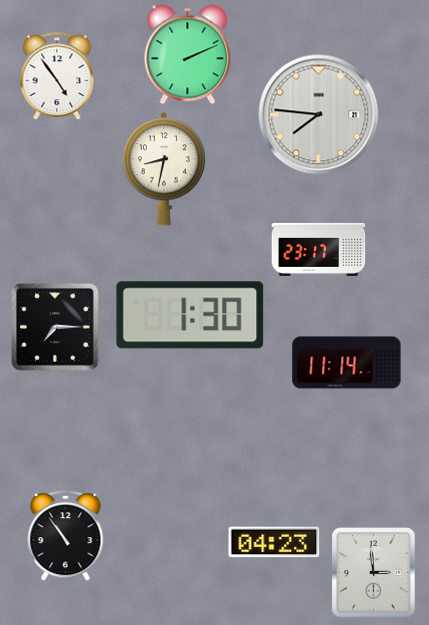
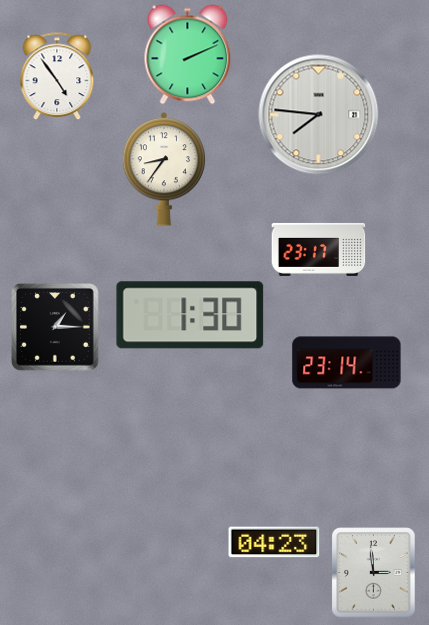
clock at (164, 169): 8:32 -> 8:36
clock at (56, 328): 7:15 -> 1:15
clock at (347, 363): 11:14 -> 23:14
clock at (66, 536): 10:54 -> none
